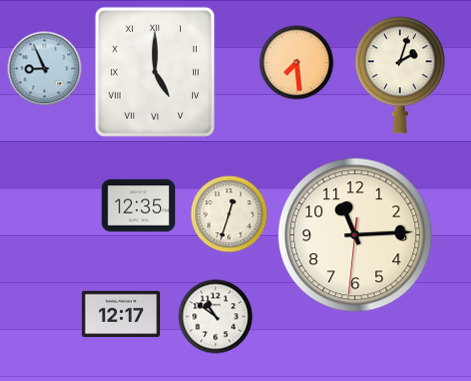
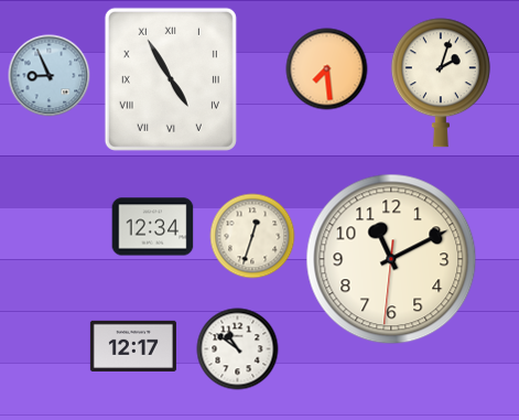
clock at (155, 72): 5:00 -> 4:55
clock at (139, 206): 12:35 -> 12:34
clock at (355, 235): 11:14 -> 11:10
